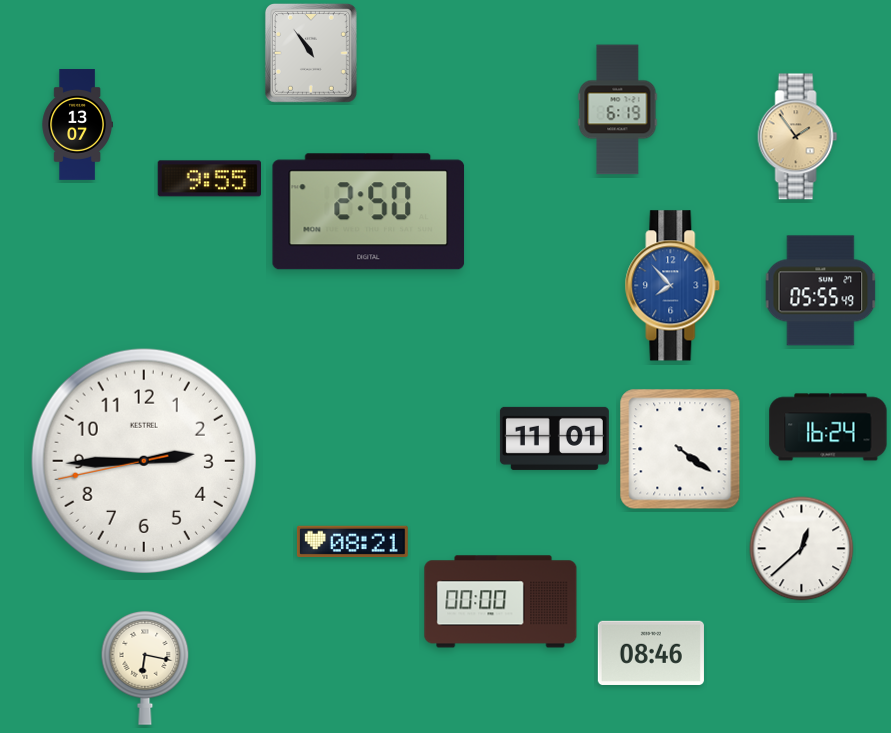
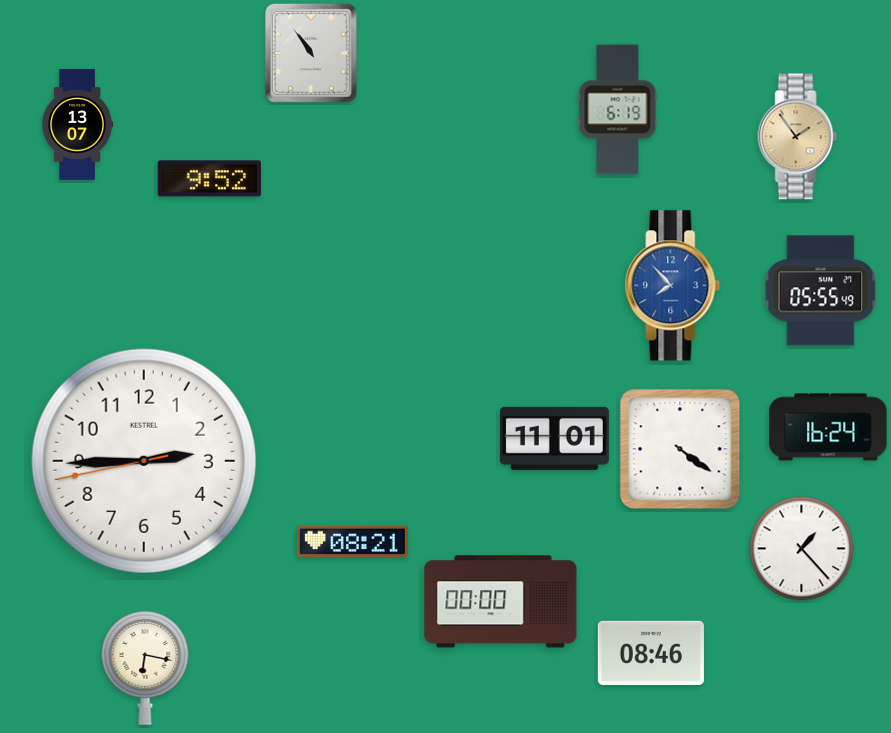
clock at (209, 179): 9:55 -> 9:52
clock at (369, 212): 2:50 -> none
clock at (802, 549): 12:38 -> 1:23
